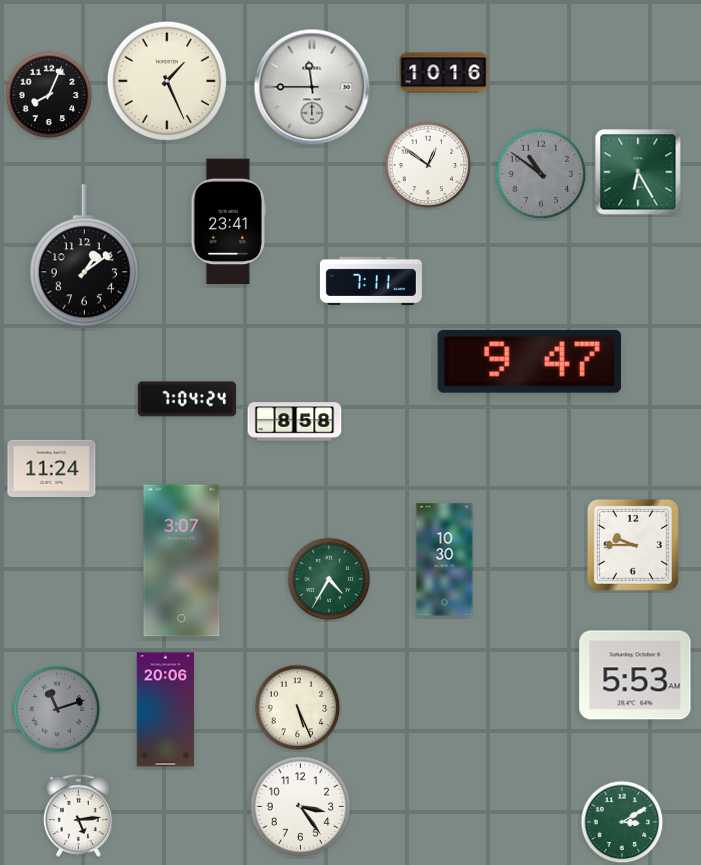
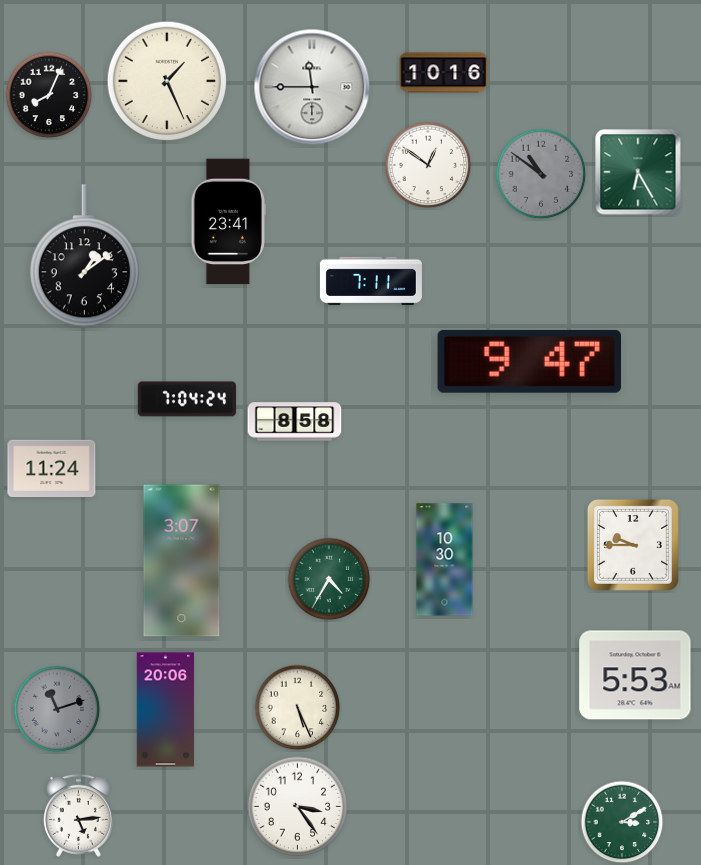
clock at (301, 807) position: (301, 807) -> (298, 807)
